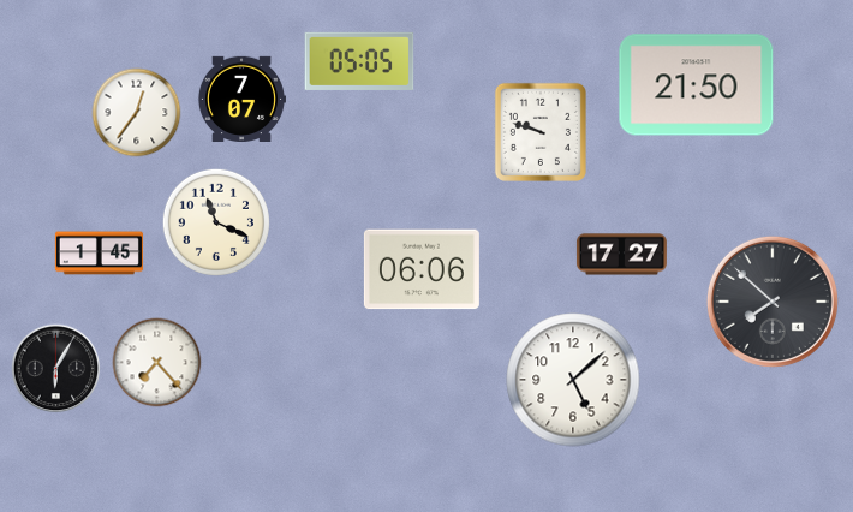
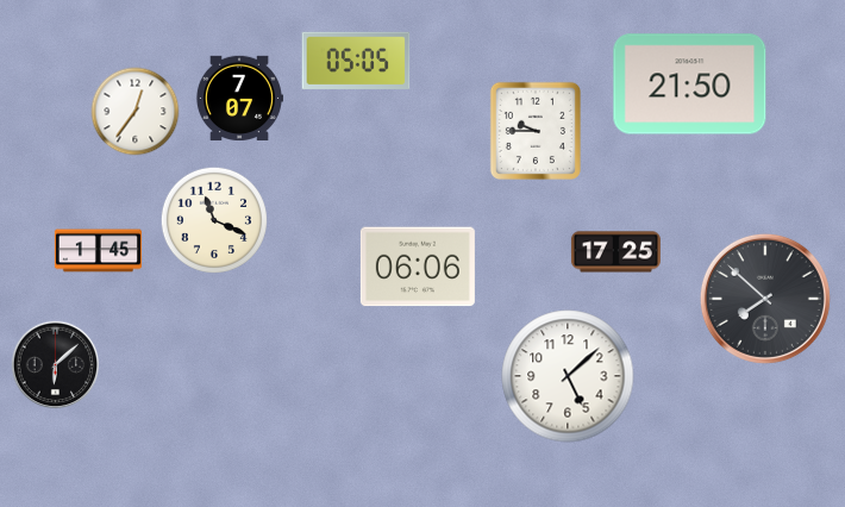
clock at (541, 132): 9:48 -> 9:45
clock at (621, 255): 17:27 -> 17:25
clock at (157, 363): 7:23 -> none
clock at (56, 369): 6:05 -> 6:08
